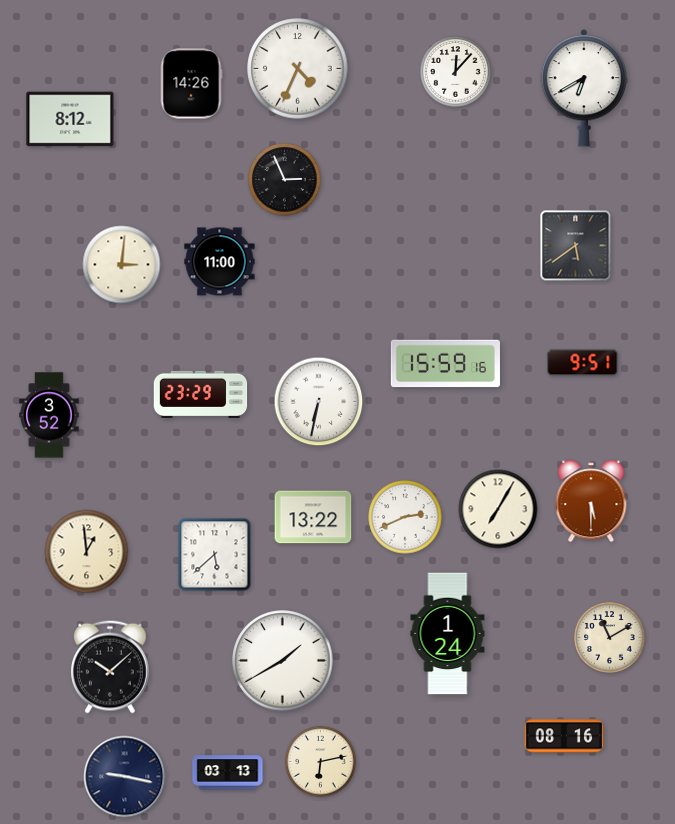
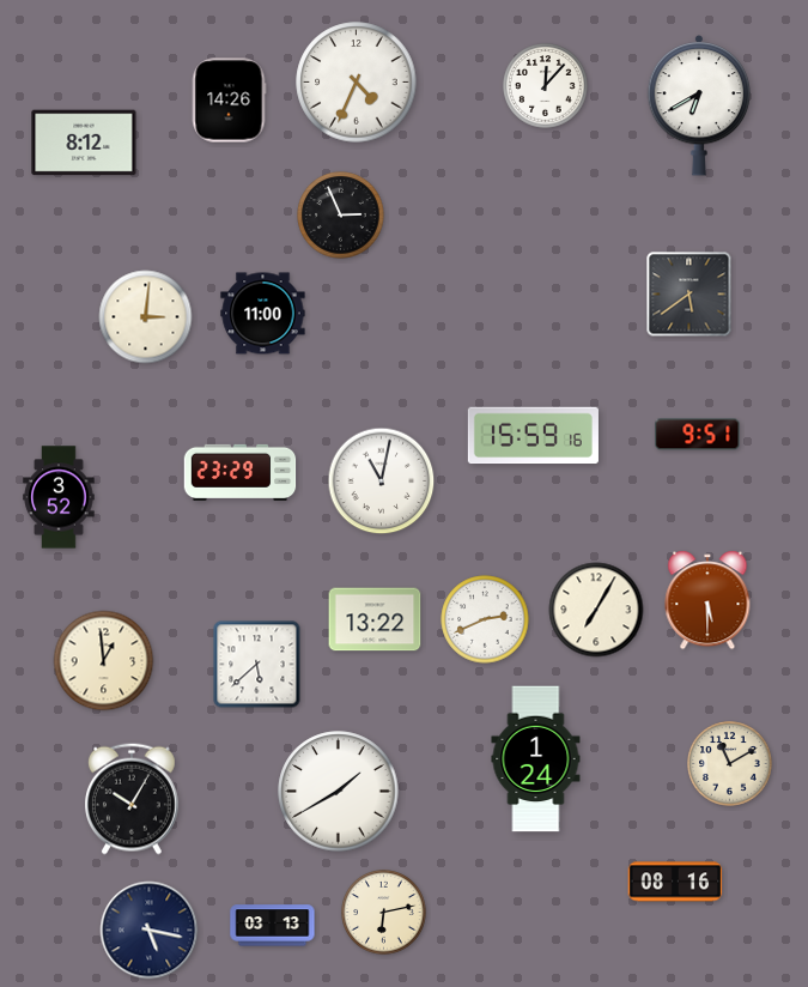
clock at (319, 402): 6:32 -> 11:02
clock at (111, 667): 10:08 -> 10:05
clock at (125, 777): 9:17 -> 5:17
